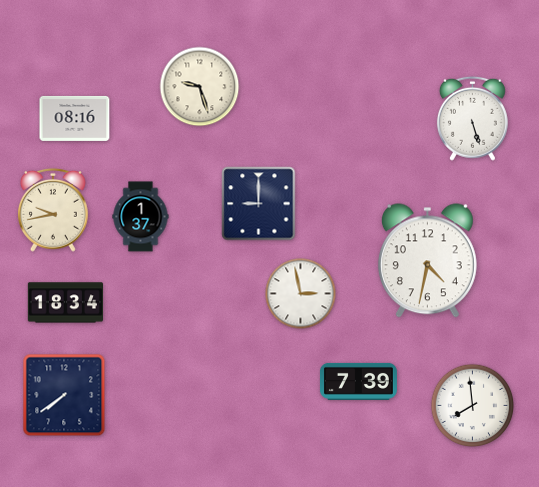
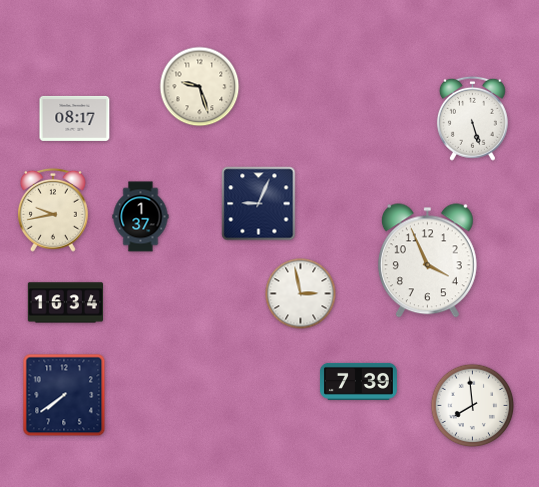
clock at (75, 118): 08:16 -> 08:17
clock at (259, 204): 9:00 -> 9:04
clock at (427, 261): 4:32 -> 3:56
clock at (65, 303): 18:34 -> 16:34
